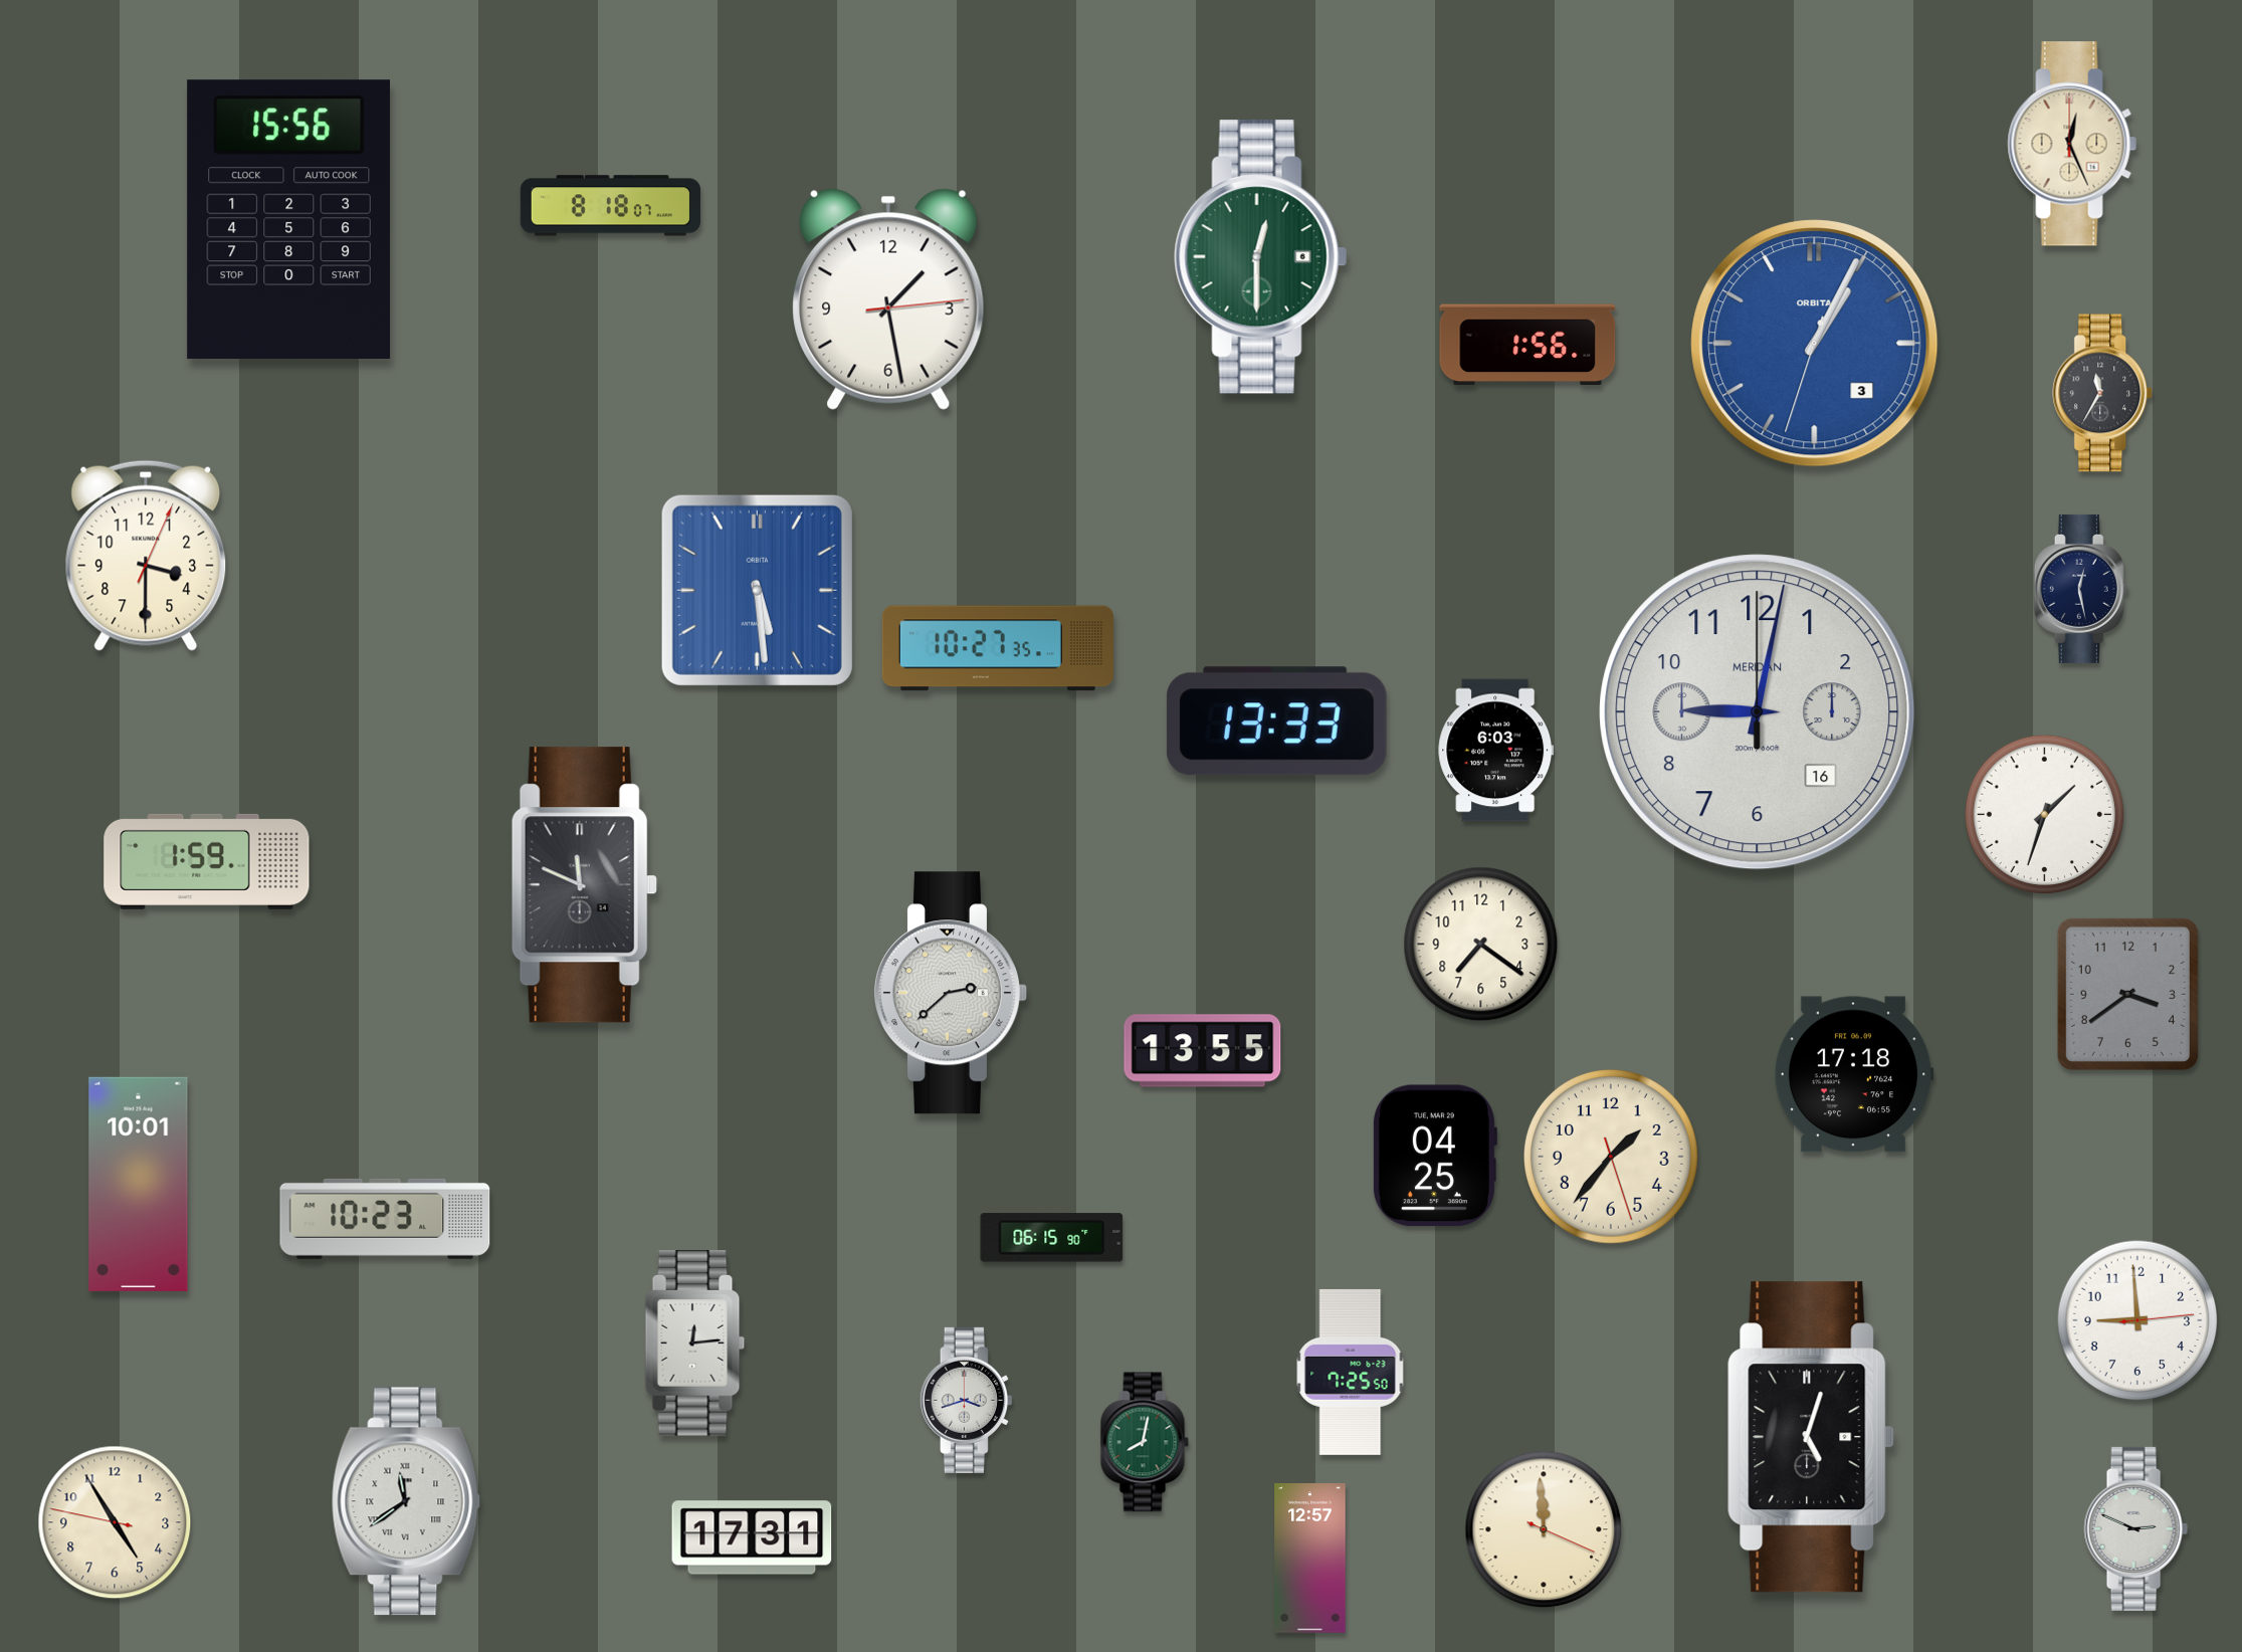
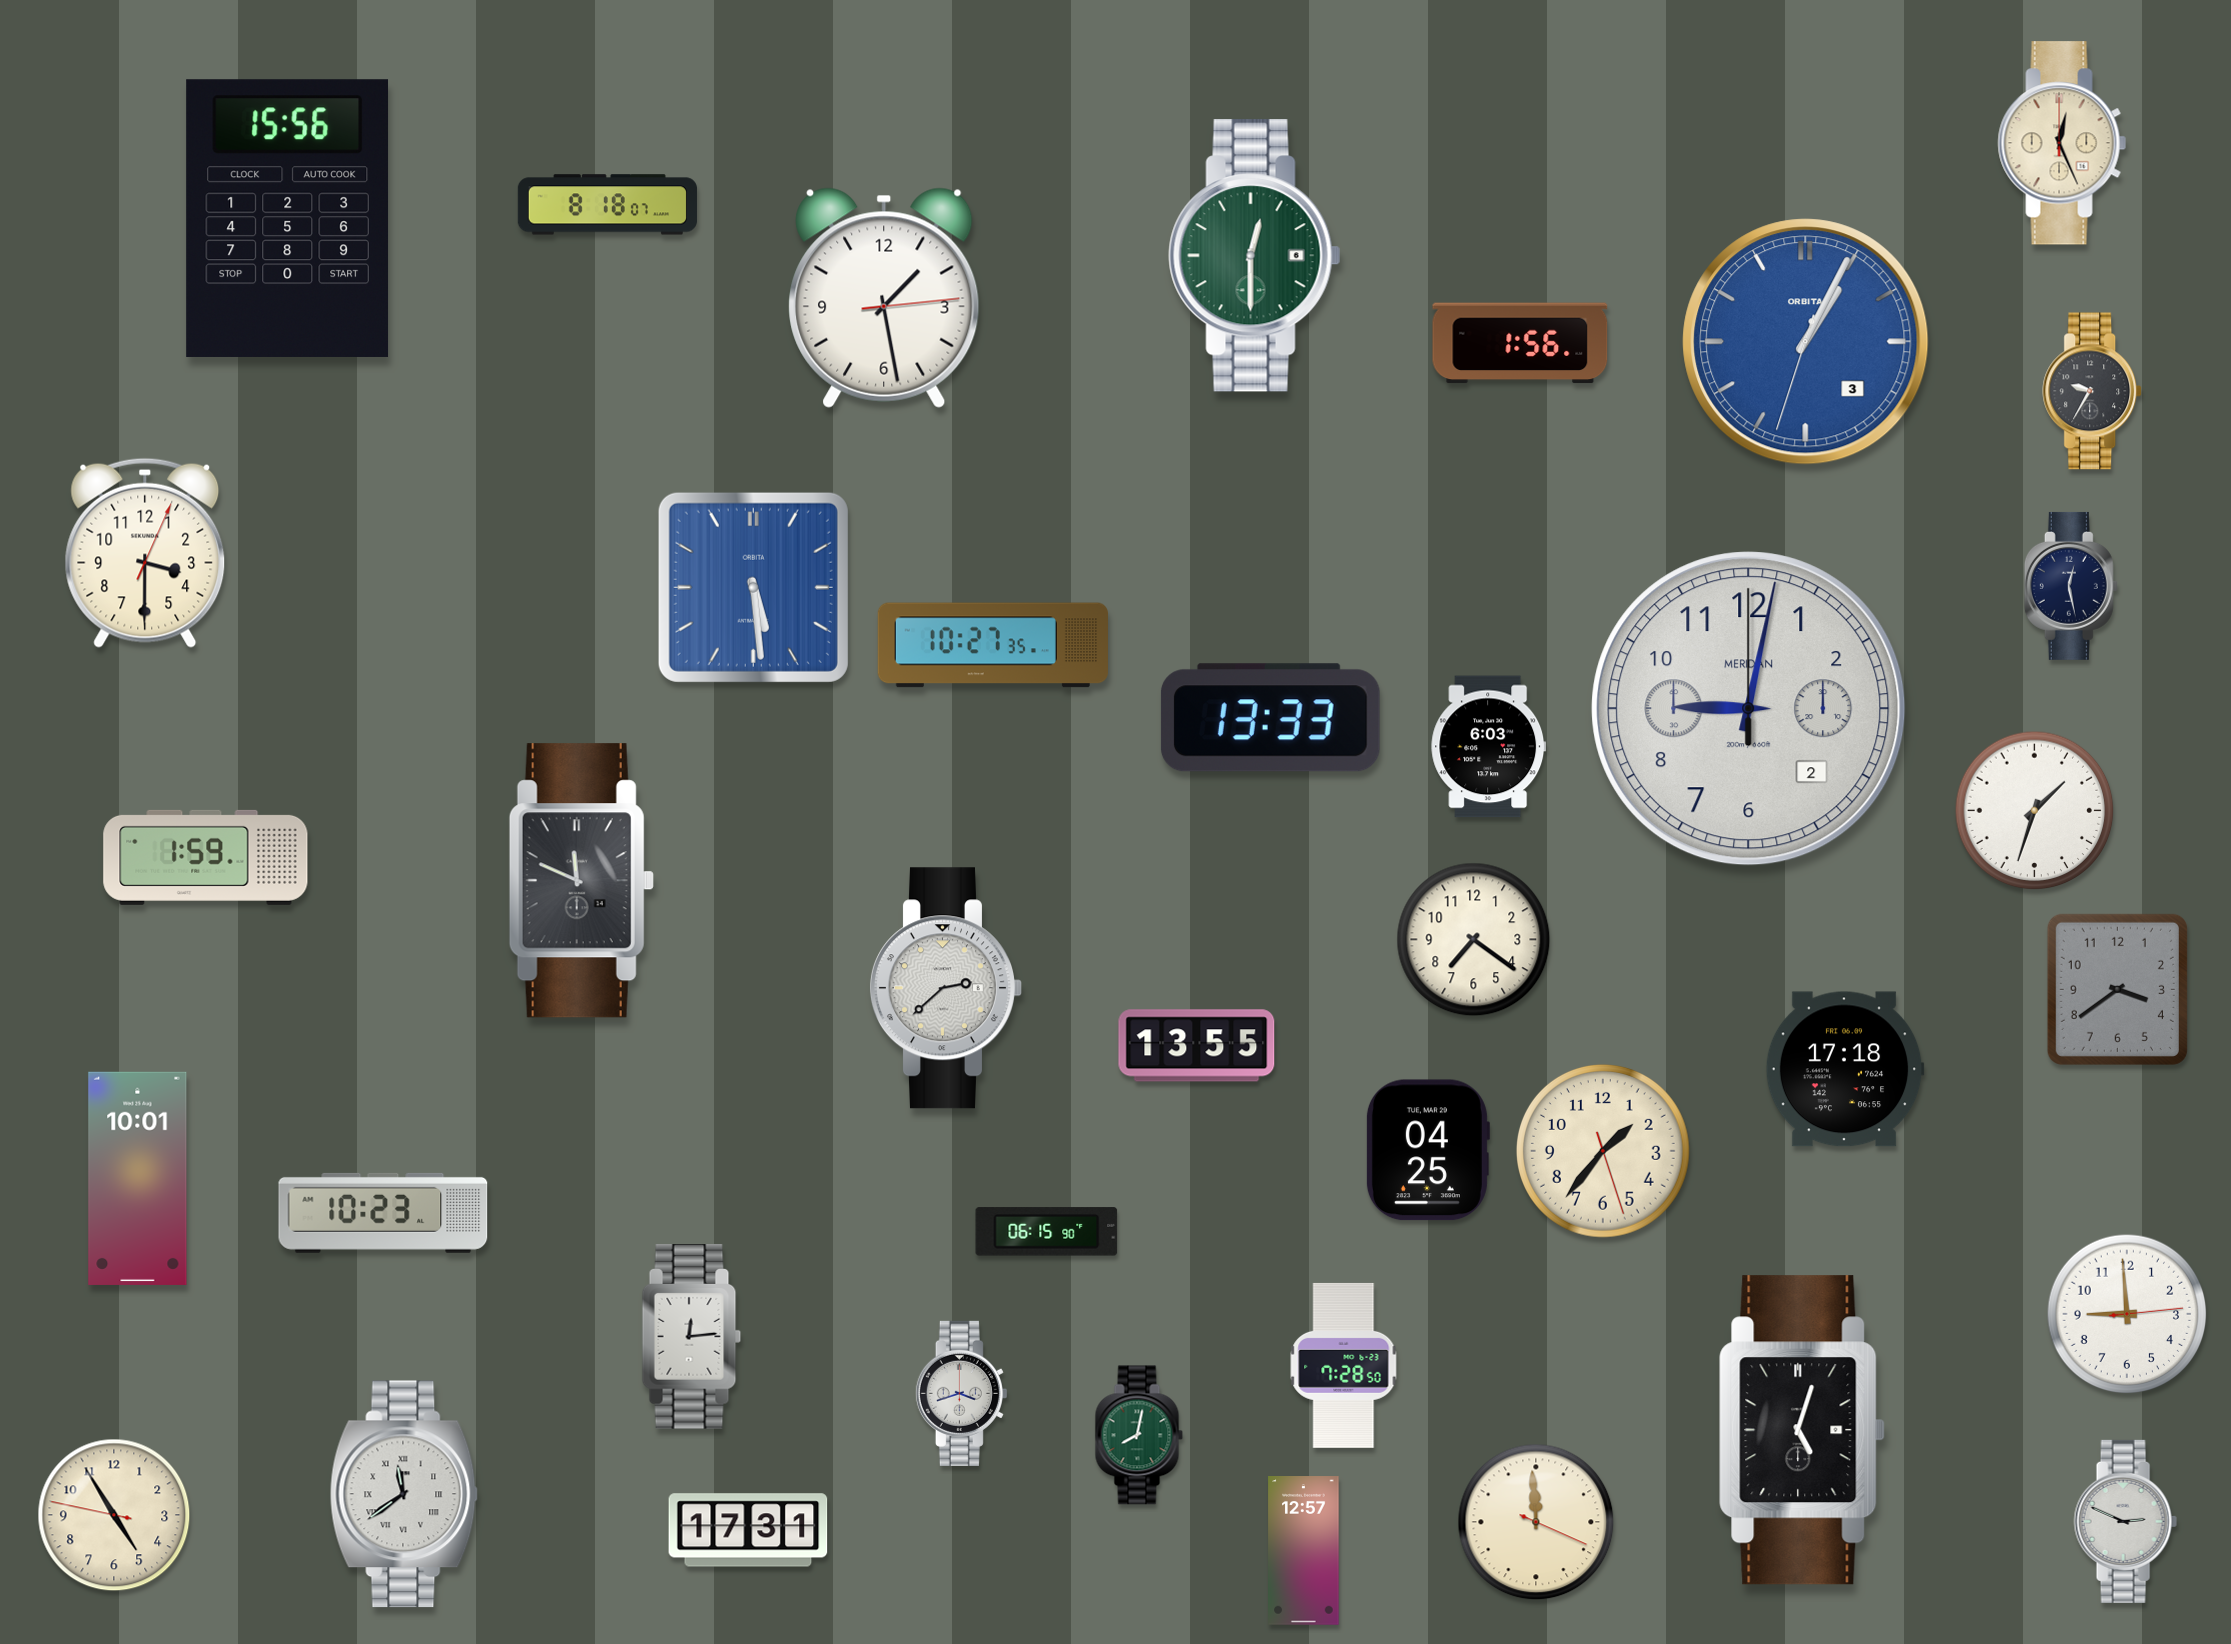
clock at (2103, 393): 11:35 -> 9:35
clock at (1758, 712) date: 16 -> 2
clock at (1351, 1372): 7:25 -> 7:28
